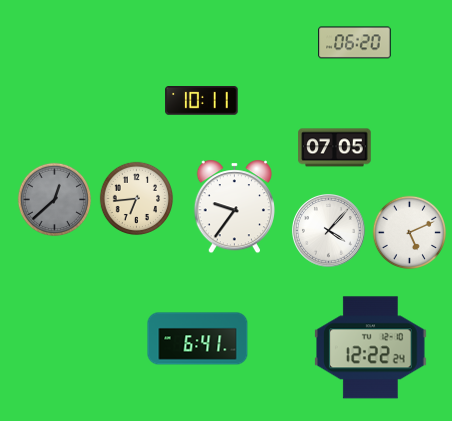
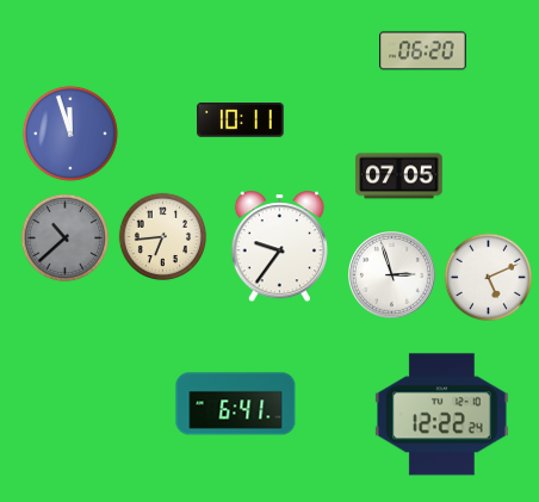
clock at (70, 134): none -> 11:57
clock at (55, 200): 12:38 -> 10:38
clock at (329, 231): 4:07 -> 2:57
